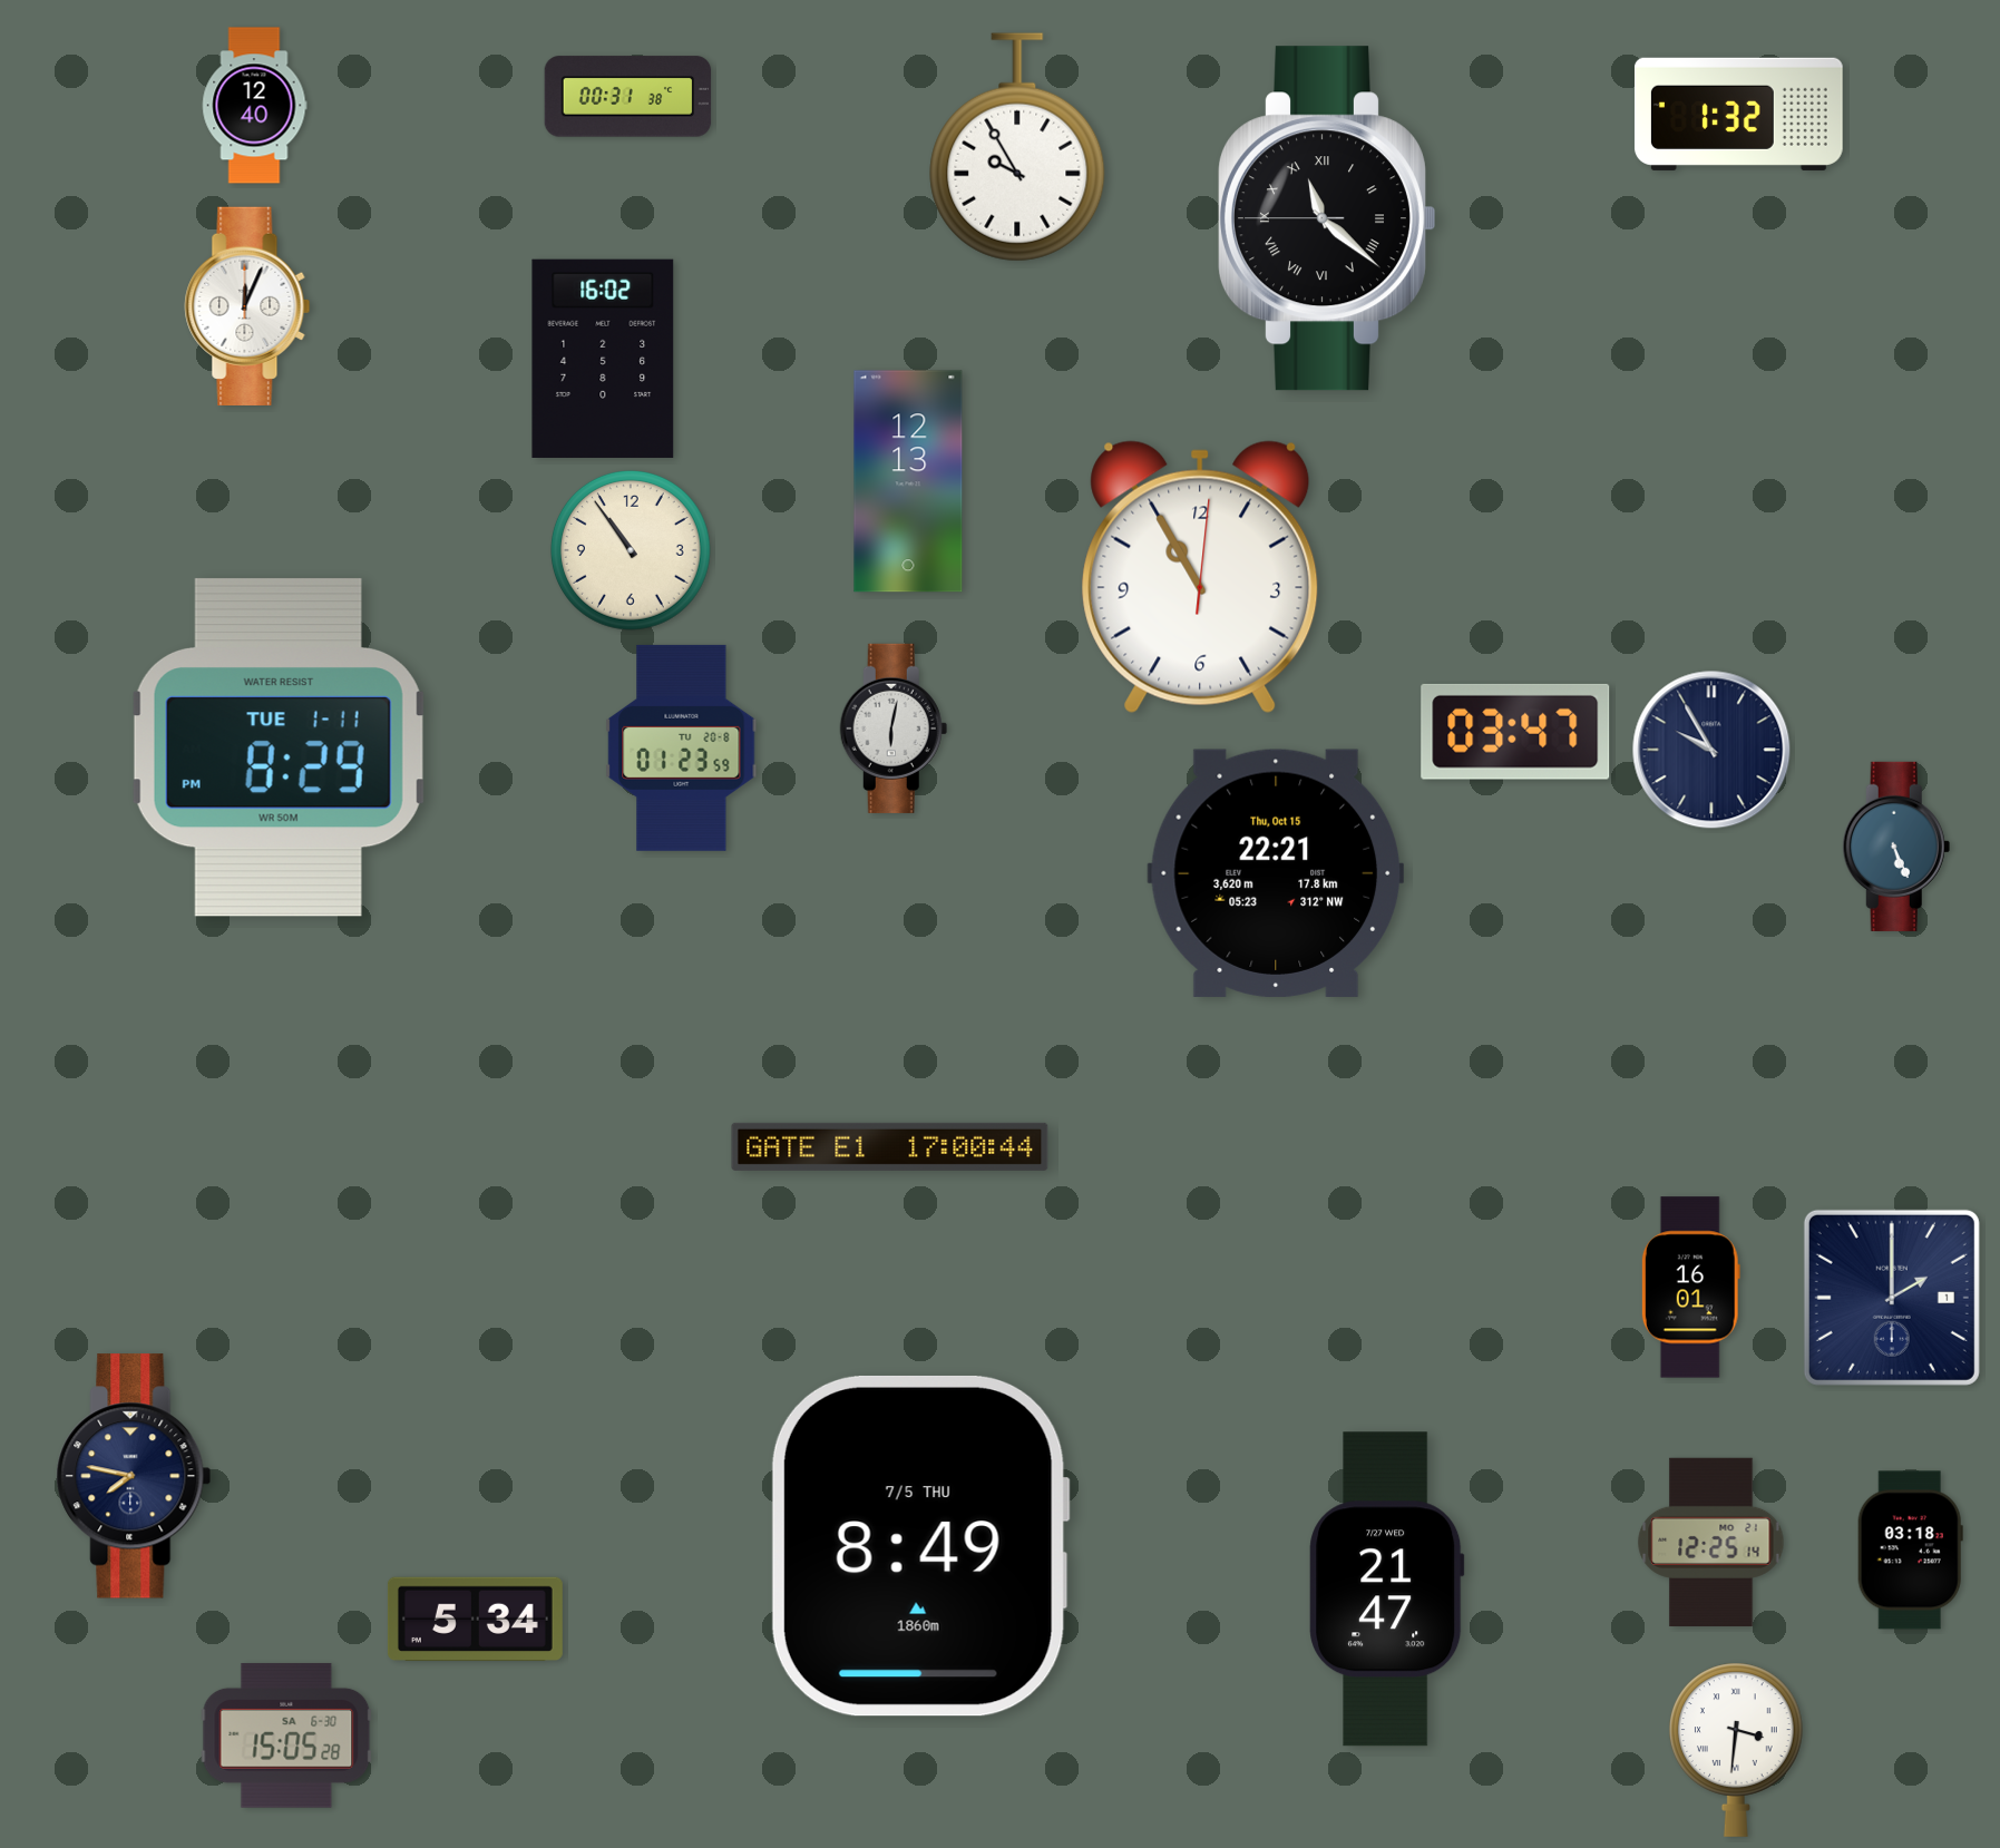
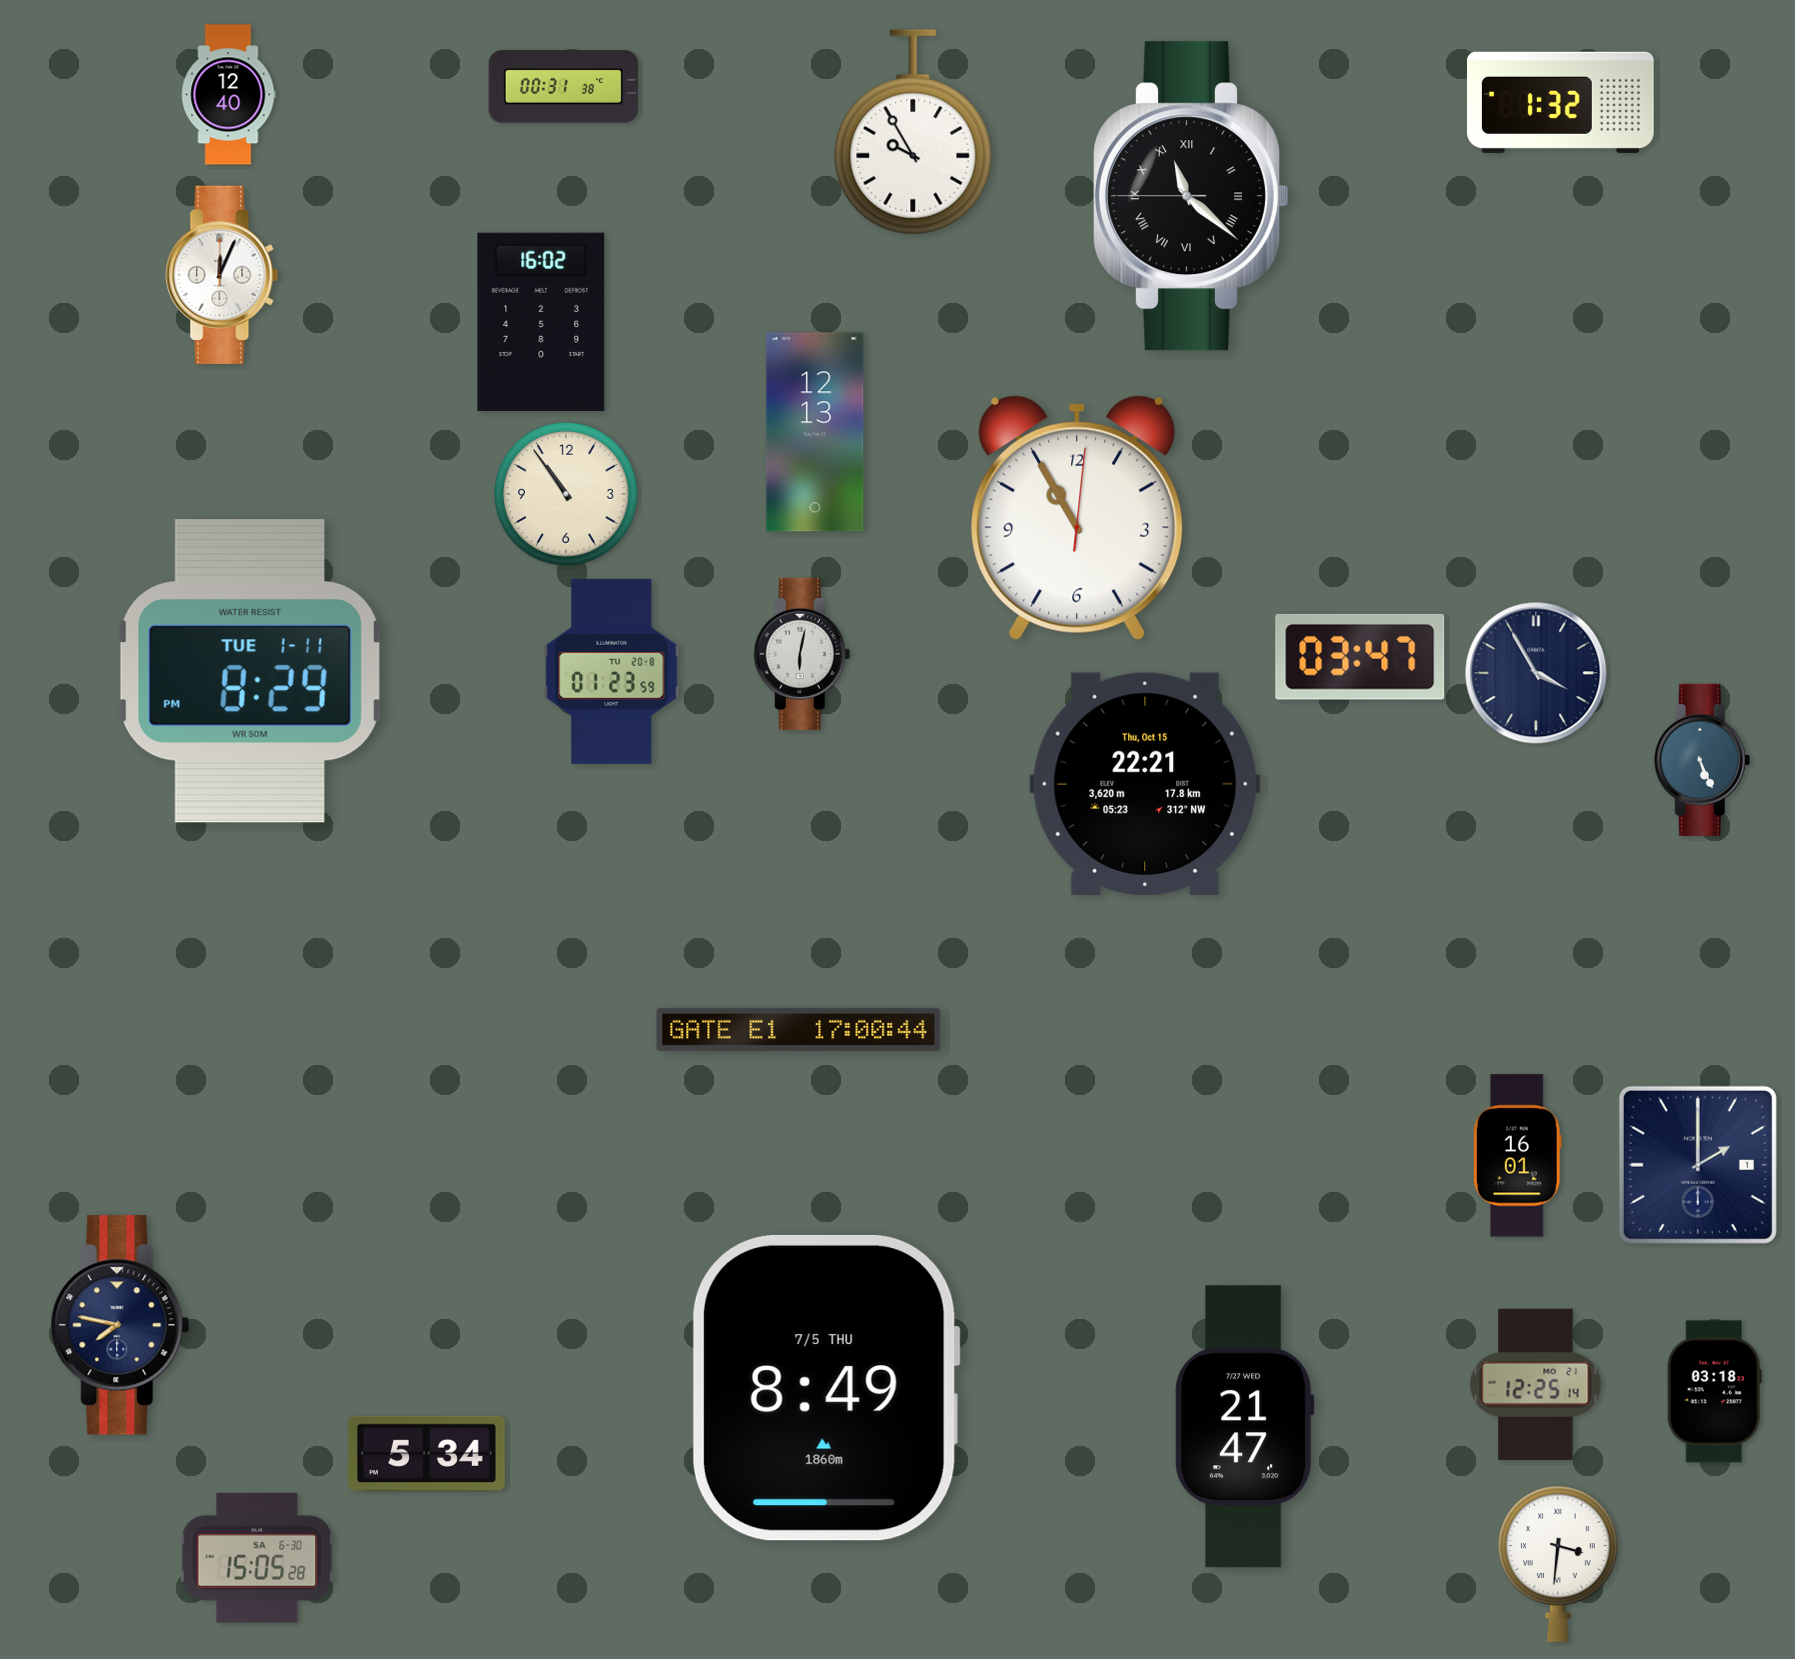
clock at (1711, 750): 9:55 -> 3:55
clock at (1736, 1750) position: (1736, 1750) -> (1558, 1564)
